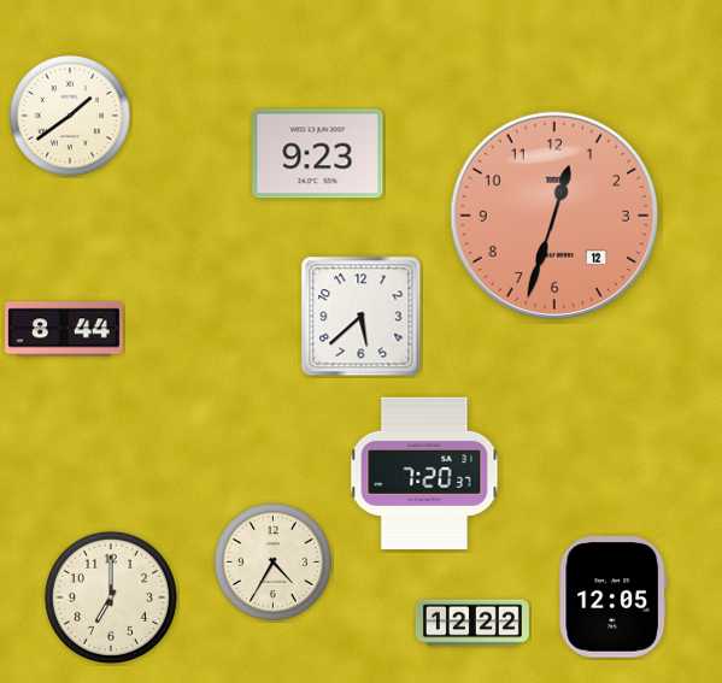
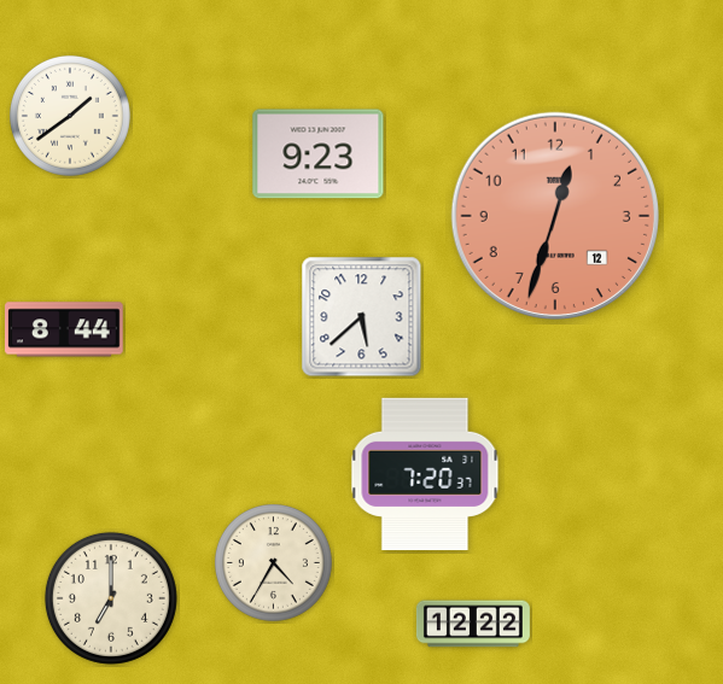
clock at (614, 597): 12:05 -> none
